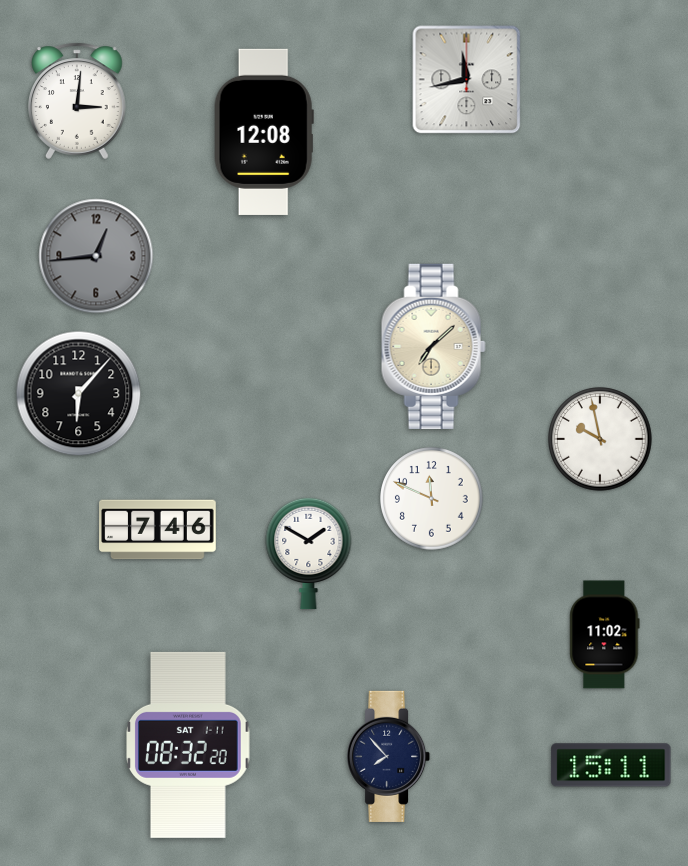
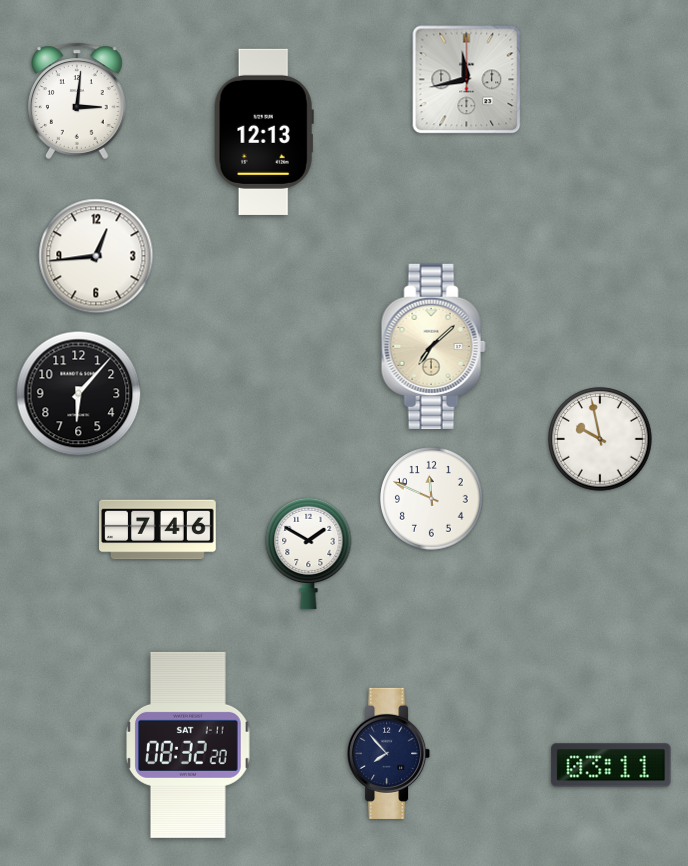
clock at (264, 132): 12:08 -> 12:13
clock at (96, 256) dial: grey -> white
clock at (605, 635): 11:02 -> none
clock at (389, 756) position: (389, 756) -> (389, 753)
clock at (611, 765): 15:11 -> 03:11
